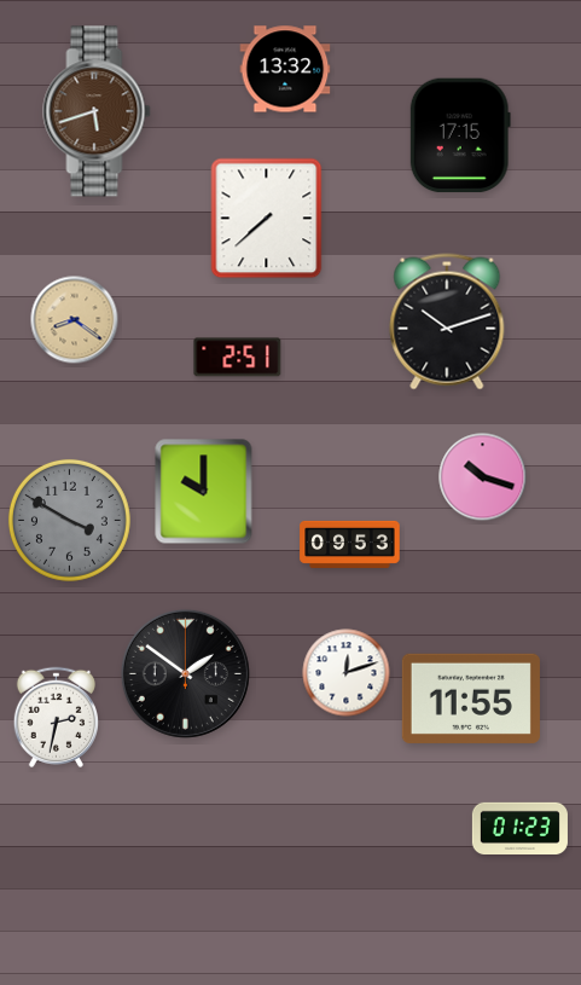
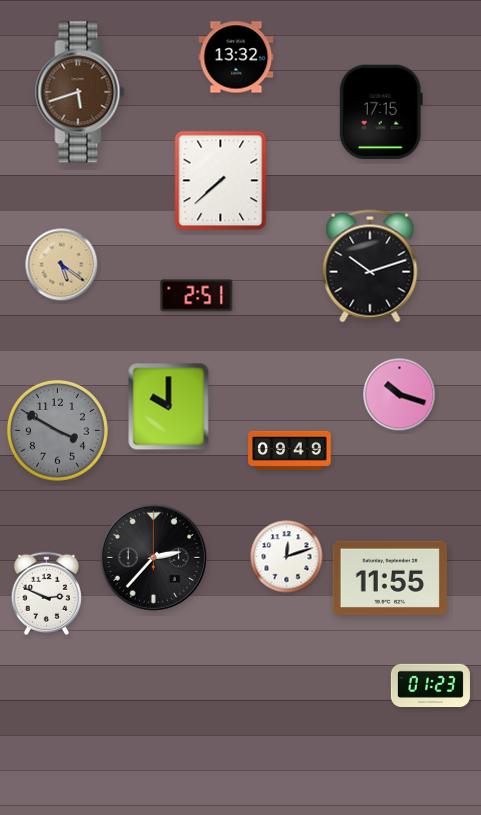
clock at (75, 320): 8:21 -> 5:21
clock at (350, 544): 09:53 -> 09:49
clock at (185, 673): 1:51 -> 2:37
clock at (56, 717): 2:32 -> 2:49
